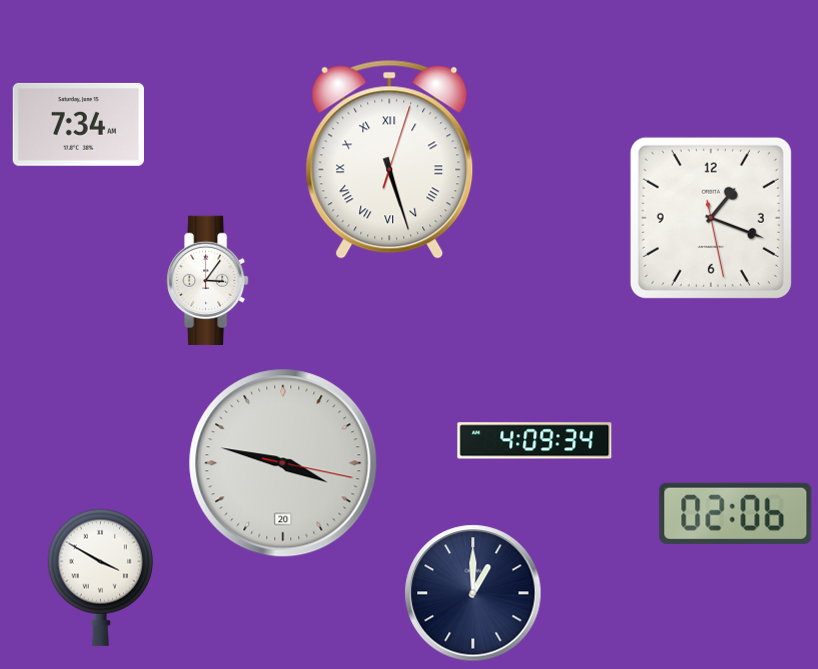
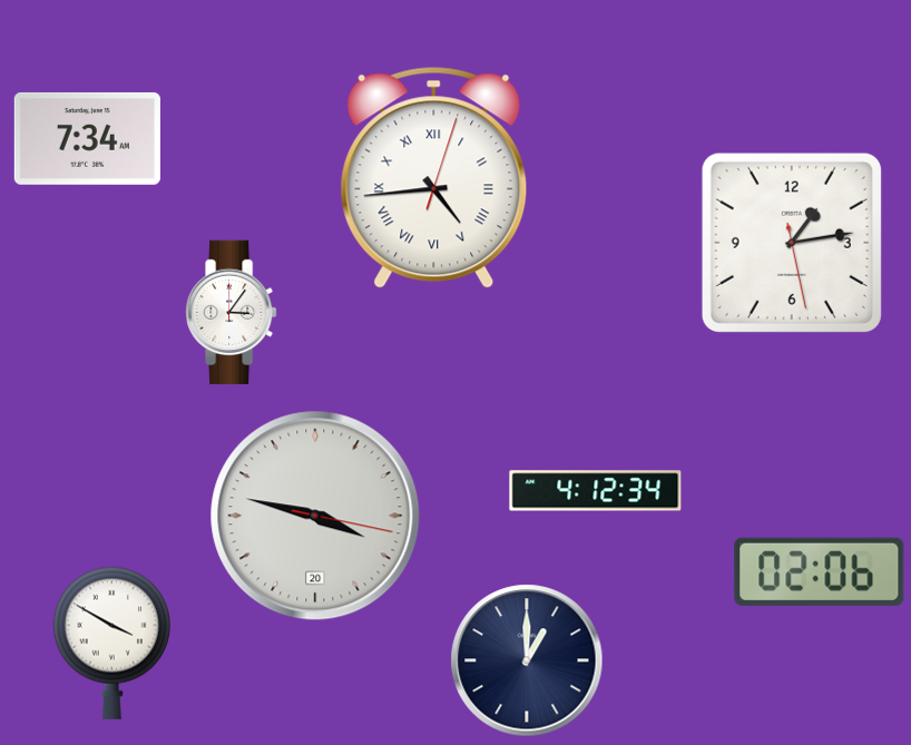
clock at (390, 159): 5:27 -> 4:44
clock at (711, 218): 1:18 -> 1:13
clock at (535, 441): 4:09 -> 4:12
